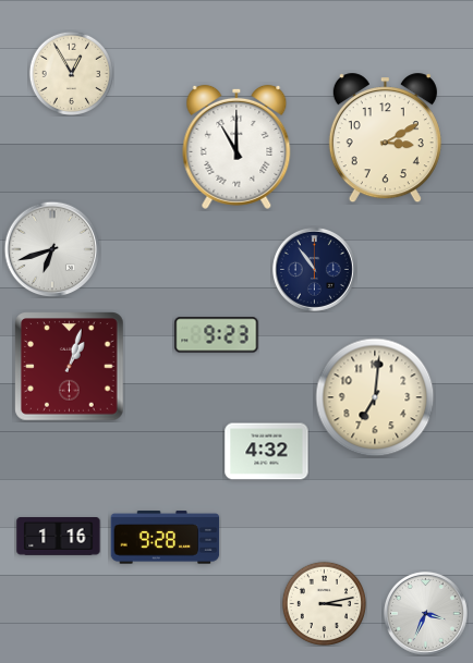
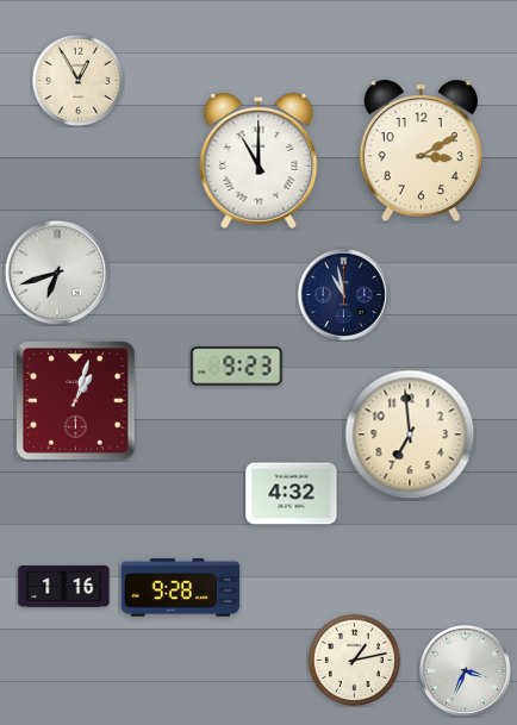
clock at (314, 269): 10:54 -> 10:58
clock at (375, 397): 7:01 -> 6:59
clock at (324, 603): 3:13 -> 1:13
